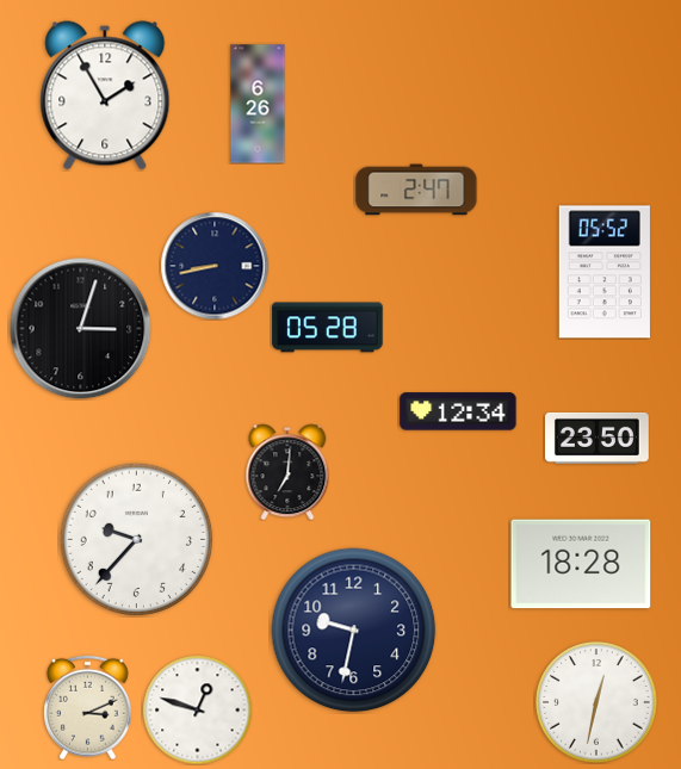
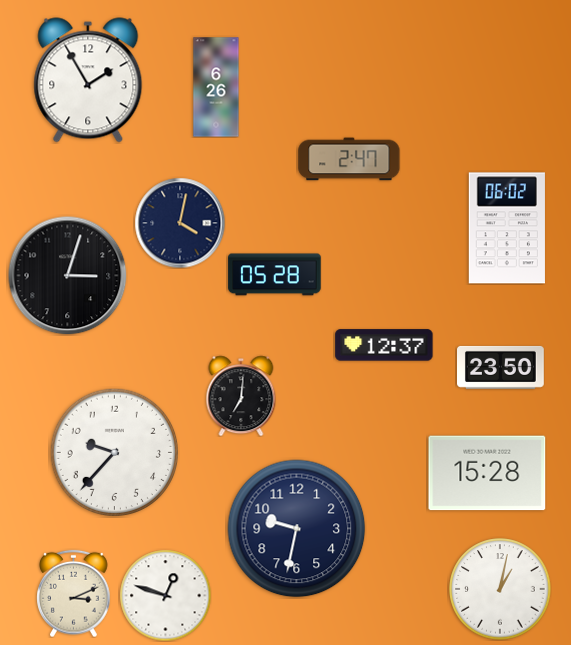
clock at (215, 266): 8:43 -> 4:02
clock at (605, 272): 05:52 -> 06:02
clock at (458, 411): 12:34 -> 12:37
clock at (581, 564): 18:28 -> 15:28
clock at (596, 702): 12:32 -> 1:02
